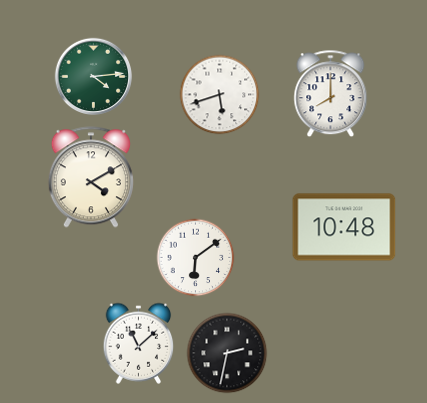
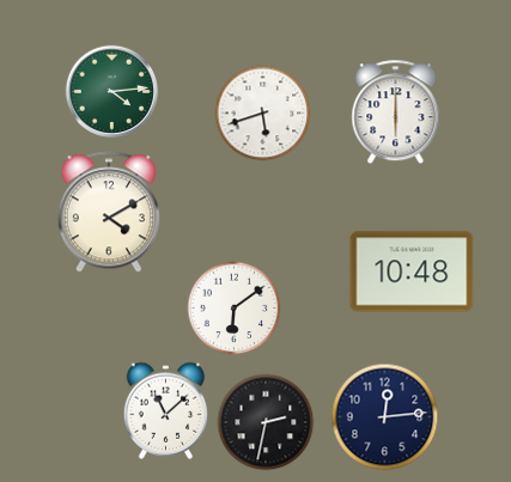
clock at (331, 93): 8:00 -> 6:00
clock at (384, 416): none -> 12:14
clock at (227, 353) position: (227, 353) -> (266, 422)
